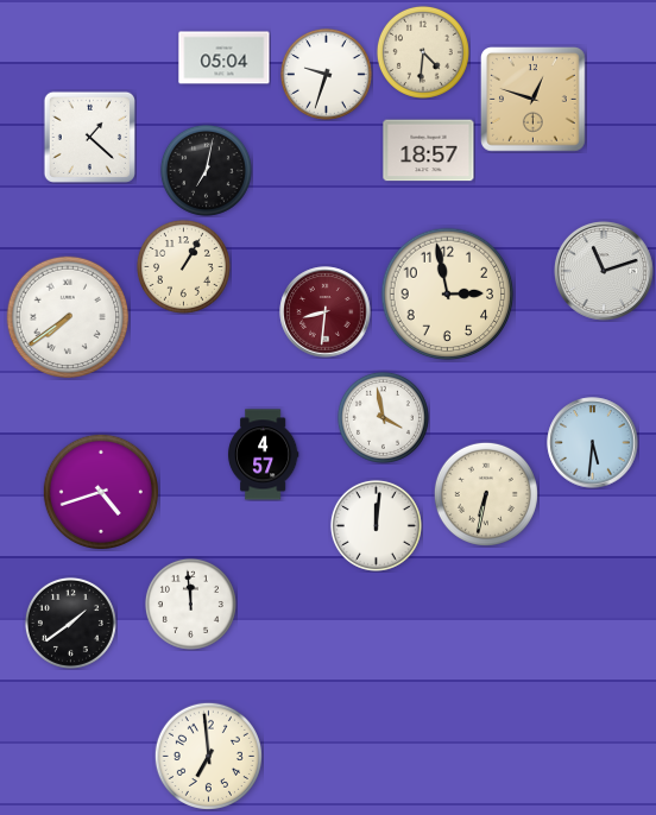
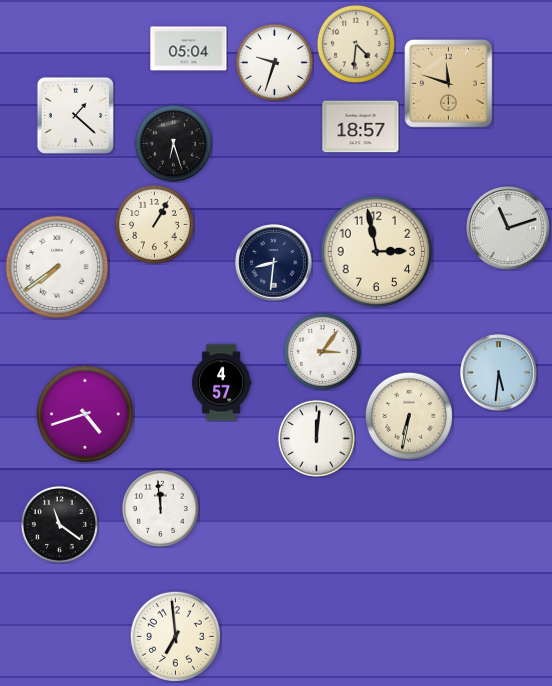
clock at (534, 100): 12:48 -> 11:48
clock at (206, 170): 7:02 -> 6:27
clock at (448, 295) position: (448, 295) -> (377, 252)
clock at (326, 312) dial: burgundy -> navy
clock at (383, 417): 3:58 -> 3:06
clock at (376, 525) position: (376, 525) -> (316, 438)
clock at (70, 623): 1:39 -> 11:21
